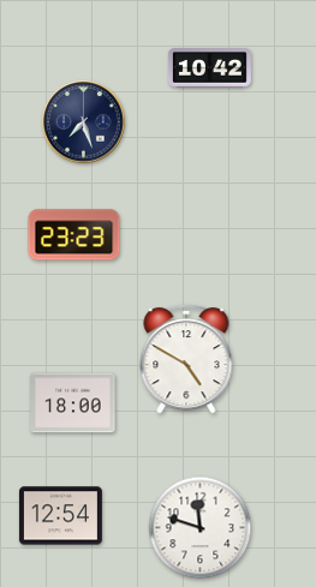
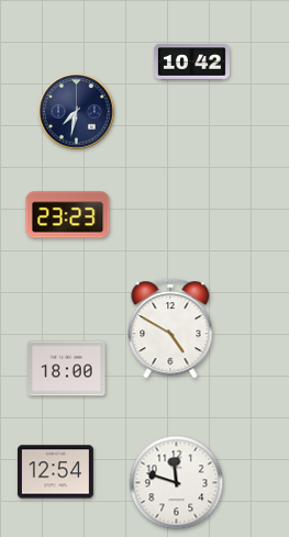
clock at (84, 122): 7:27 -> 7:32
clock at (201, 528) position: (201, 528) -> (177, 483)
